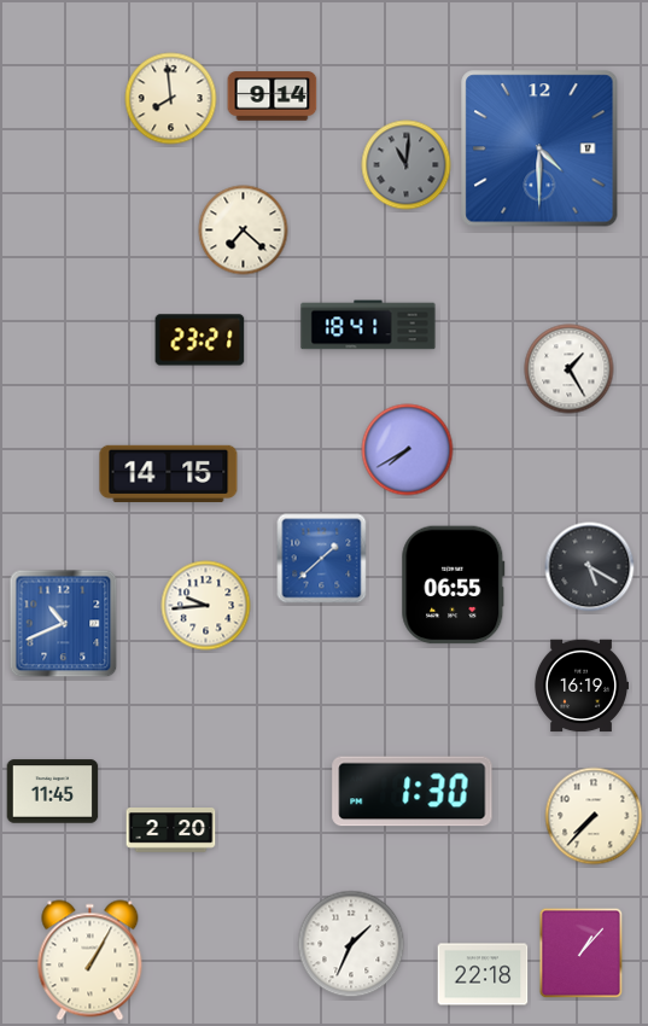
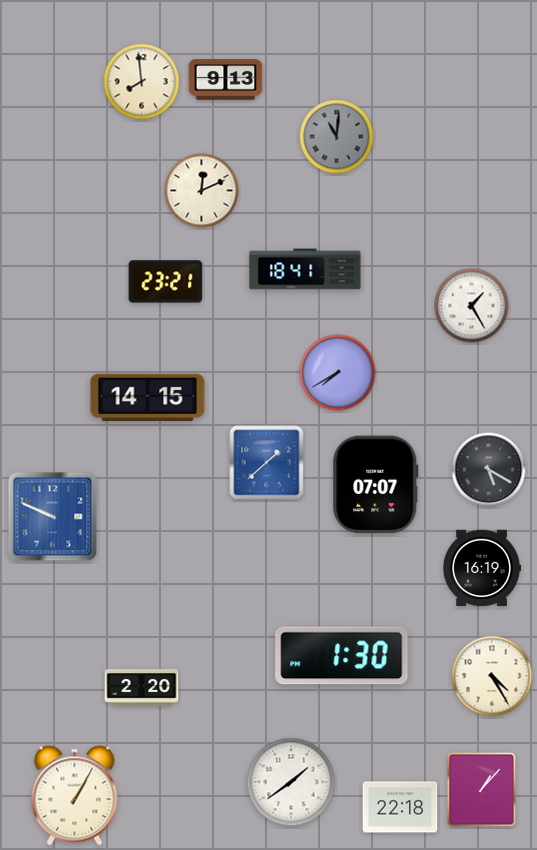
clock at (273, 97): 9:14 -> 9:13
clock at (539, 148): 4:30 -> none
clock at (244, 231): 7:22 -> 12:11
clock at (169, 473) position: (169, 473) -> (148, 397)
clock at (454, 585): 06:55 -> 07:07
clock at (206, 606): 9:44 -> none
clock at (64, 624): 10:41 -> 9:49
clock at (53, 792): 11:45 -> none
clock at (594, 816): 7:37 -> 4:25
clock at (351, 944): 1:34 -> 1:39
